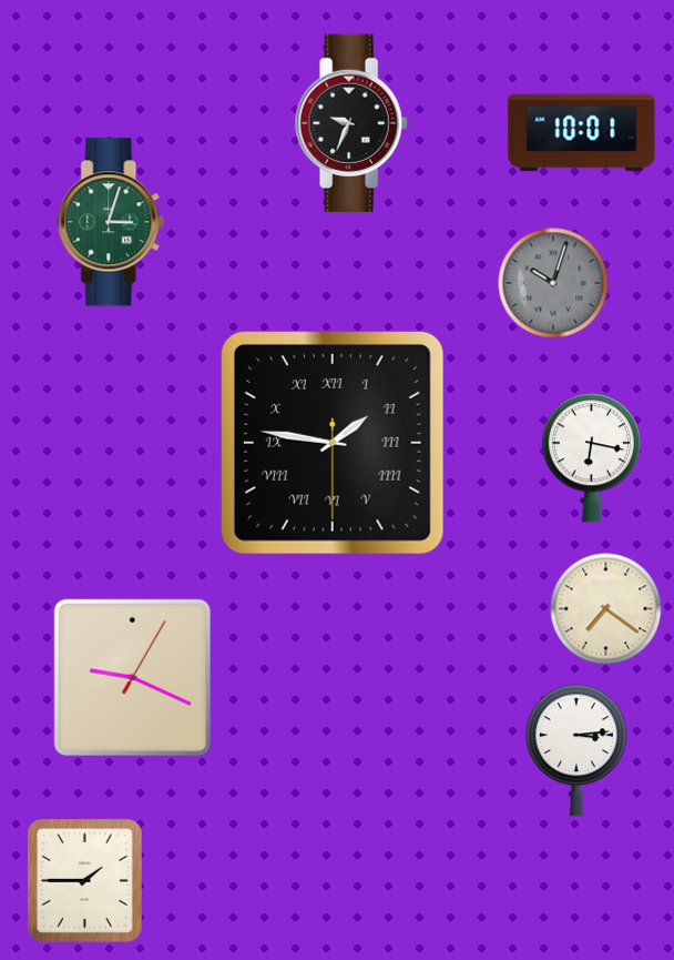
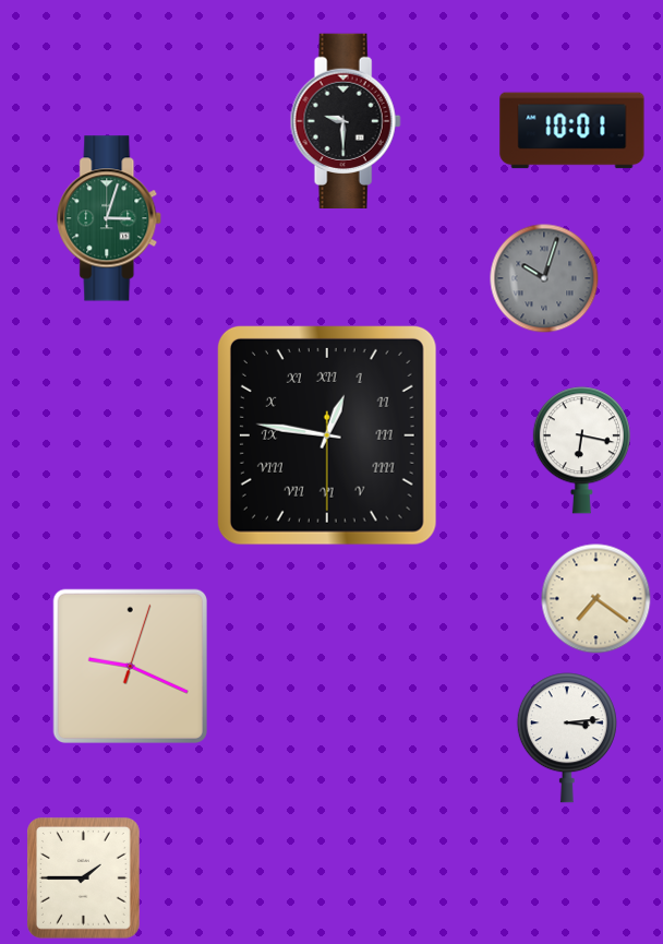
clock at (351, 122): 9:34 -> 9:30
clock at (333, 443): 1:46 -> 12:46
clock at (132, 677): 9:19:05 -> 9:19:03
clock at (84, 881) position: (84, 881) -> (83, 879)
